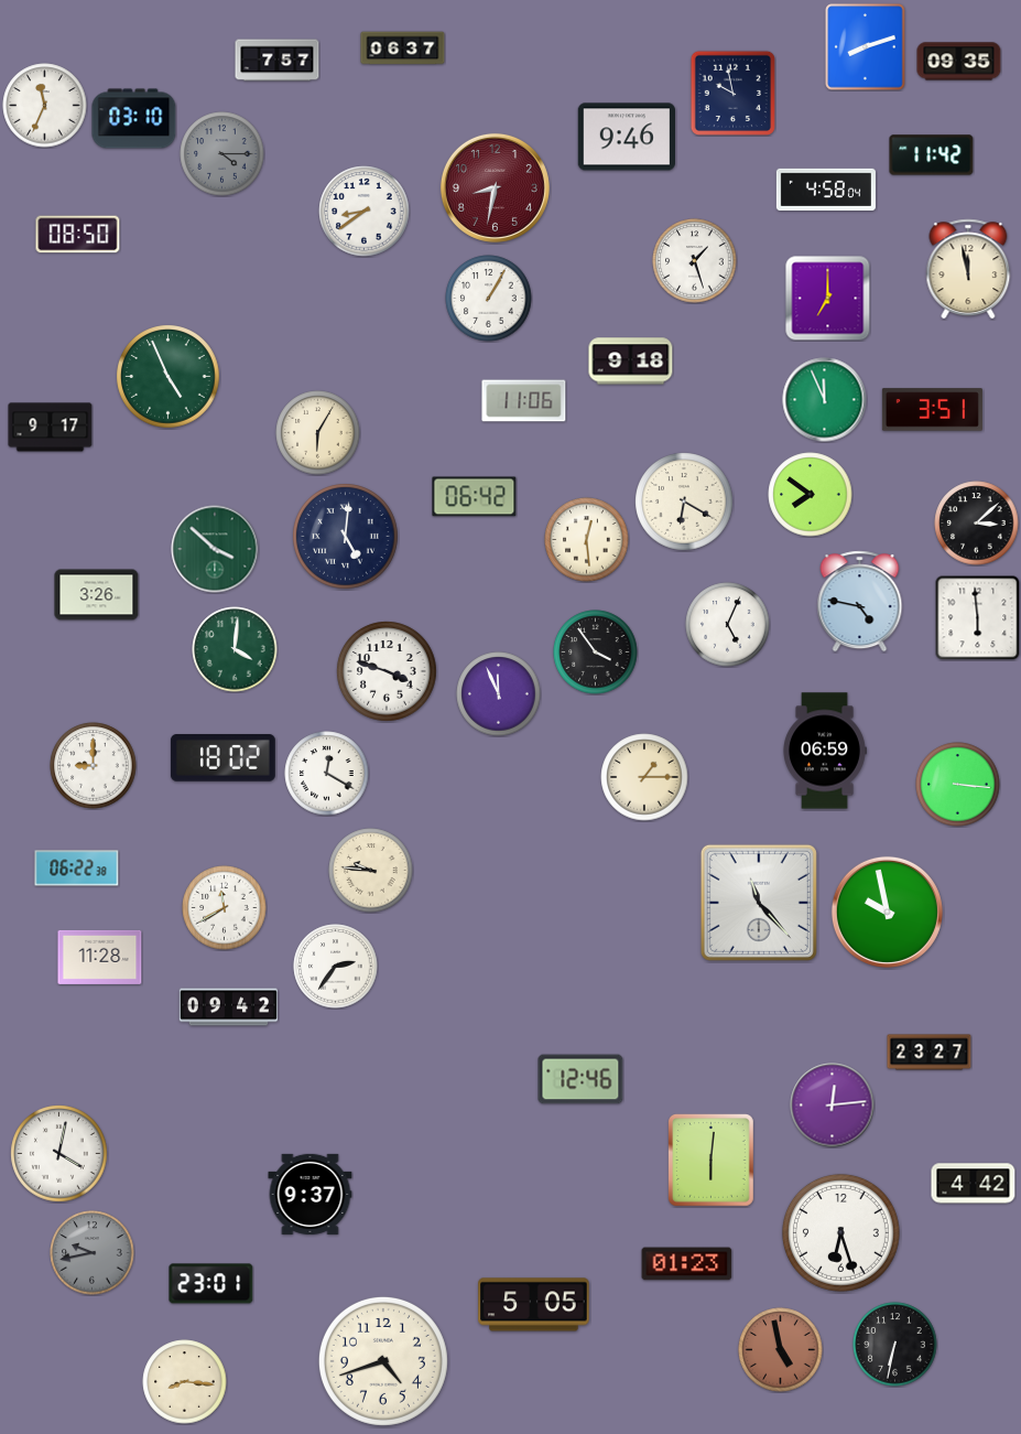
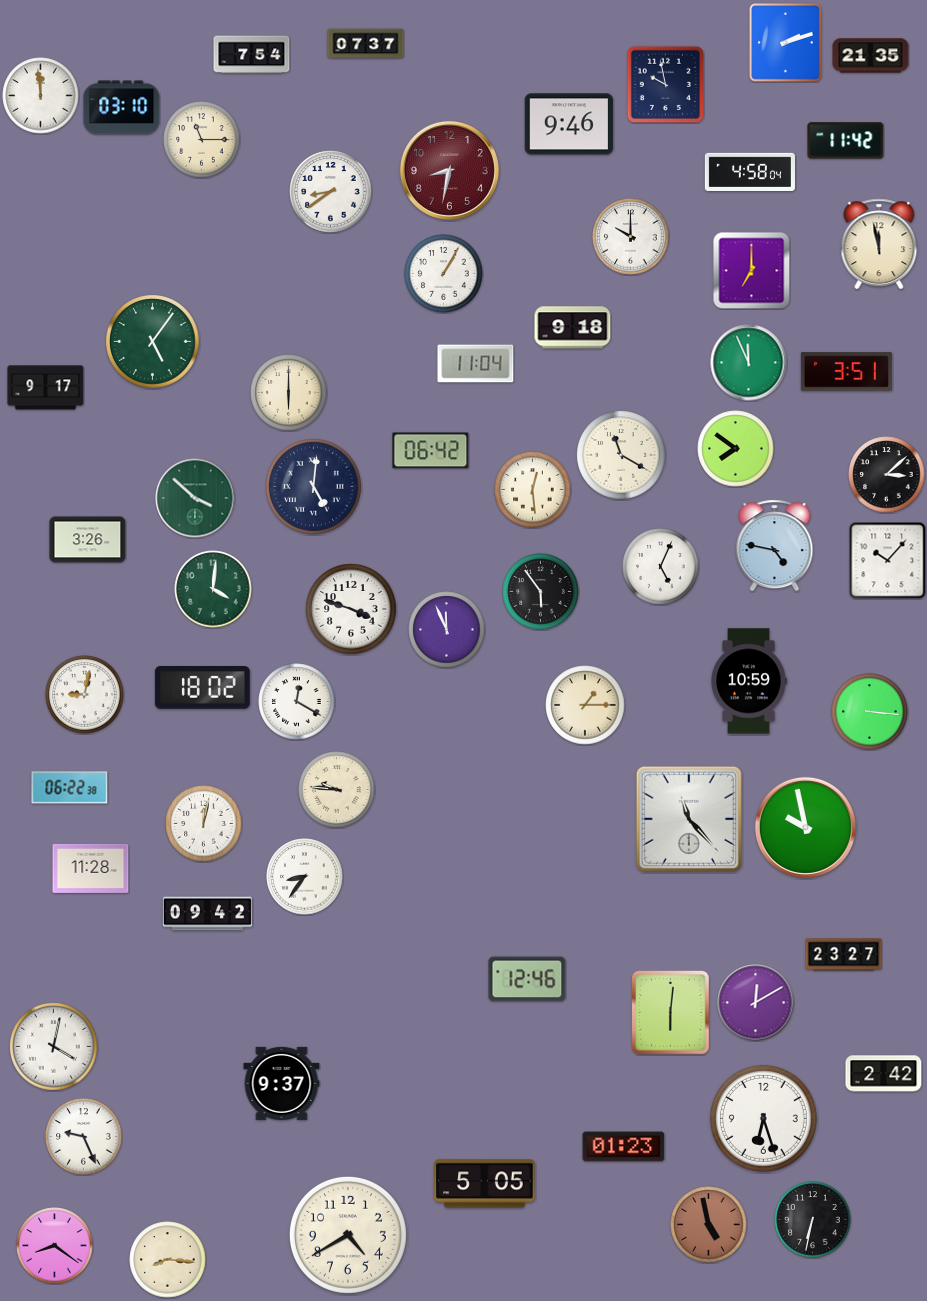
clock at (866, 47): 8:12 -> 2:12
clock at (403, 48): 06:37 -> 07:37
clock at (278, 61): 7:57 -> 7:54
clock at (959, 62): 09:35 -> 21:35
clock at (45, 106): 11:34 -> 11:59
clock at (222, 154): 4:15 -> 11:15
clock at (222, 154) dial: grey -> cream
clock at (78, 235): 08:50 -> none
clock at (695, 261): 1:27 -> 10:00
clock at (489, 299) position: (489, 299) -> (444, 274)
clock at (169, 377): 4:56 -> 5:06
clock at (524, 401): 11:06 -> 11:04
clock at (318, 433): 6:05 -> 6:00
clock at (684, 502): 6:20 -> 11:20
clock at (860, 602) position: (860, 602) -> (775, 546)
clock at (977, 617): 5:59 -> 10:07
clock at (596, 653): 3:54 -> 5:54
clock at (499, 694) position: (499, 694) -> (447, 630)
clock at (825, 751): 06:59 -> 10:59
clock at (94, 766): 9:00 -> 9:02
clock at (225, 908): 11:40 -> 12:02
clock at (336, 967): 2:36 -> 8:36
clock at (833, 1106): 12:14 -> 12:10
clock at (712, 1161) position: (712, 1161) -> (671, 1013)
clock at (974, 1184): 4:42 -> 2:42
clock at (93, 1253): 9:43 -> 9:26
clock at (93, 1253) dial: grey -> white
clock at (211, 1284): 23:01 -> none
clock at (383, 1361): 4:42 -> 4:40
clock at (55, 1246): none -> 8:21
clock at (185, 1382) position: (185, 1382) -> (168, 1260)
